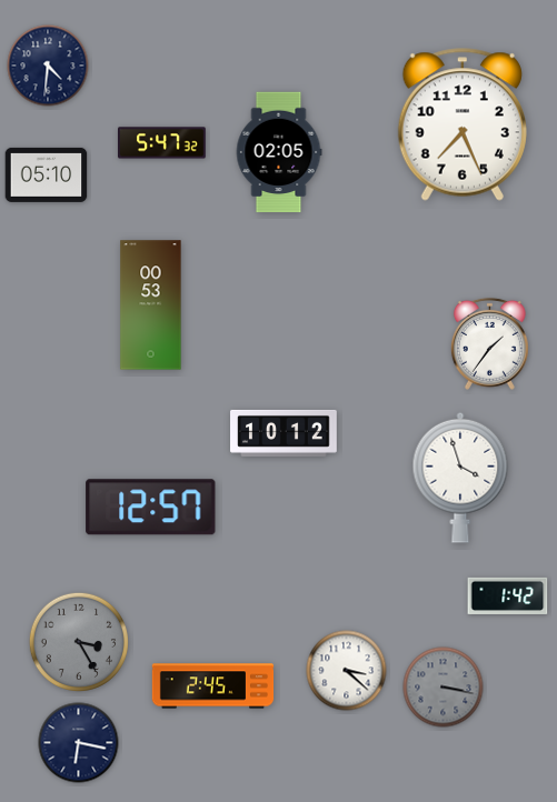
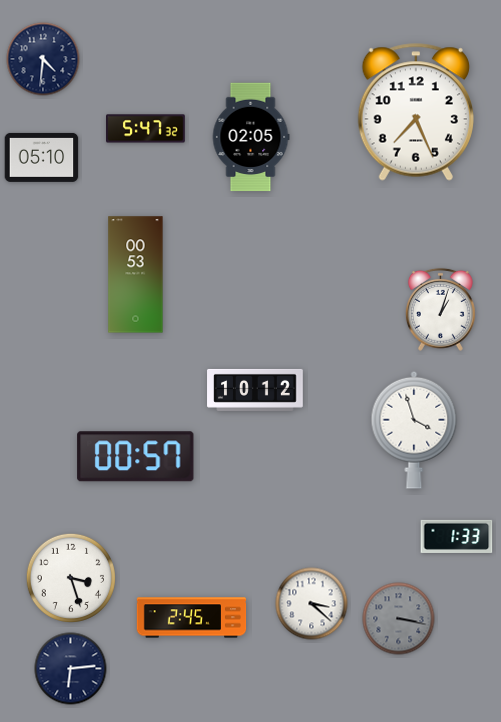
clock at (489, 343): 1:36 -> 1:03
clock at (151, 508): 12:57 -> 00:57
clock at (508, 595): 1:42 -> 1:33
clock at (79, 642): 3:25 -> 3:27
clock at (79, 642) dial: grey -> white
clock at (79, 743): 6:17 -> 6:14
